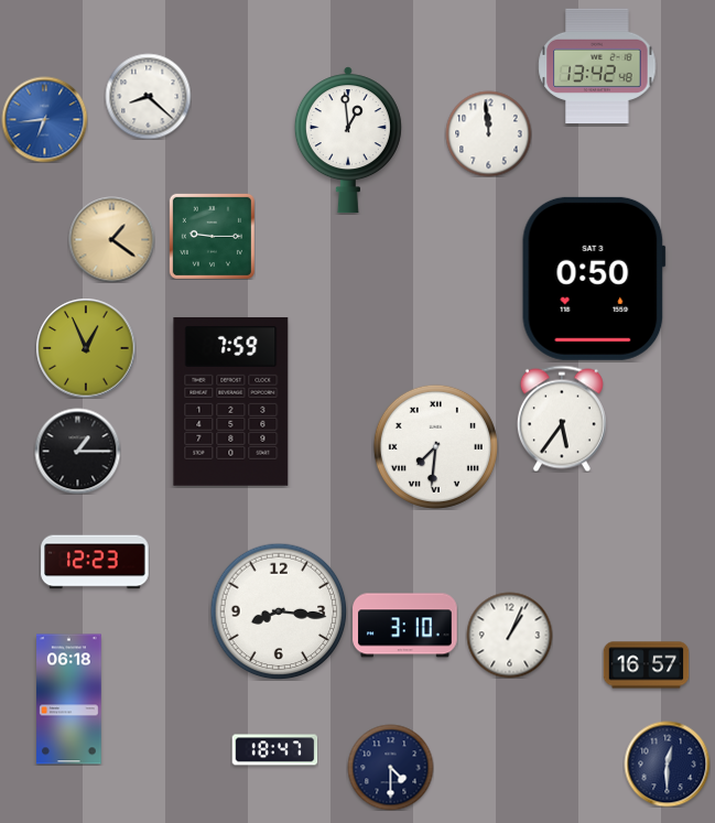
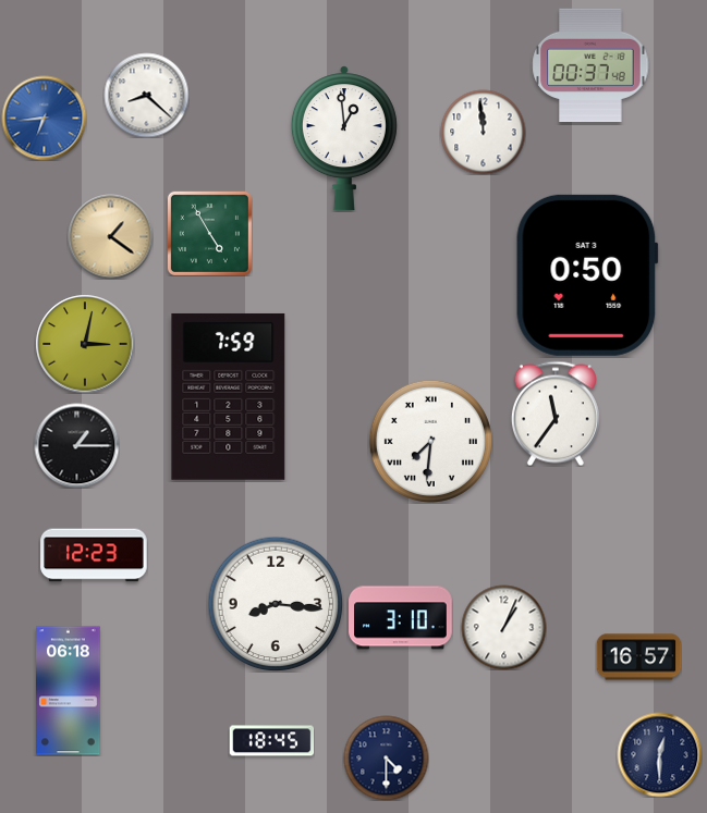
clock at (597, 65): 13:42 -> 00:37
clock at (212, 236): 9:15 -> 4:55
clock at (86, 348): 12:56 -> 3:02
clock at (562, 419): 5:36 -> 11:36
clock at (274, 750): 18:47 -> 18:45
